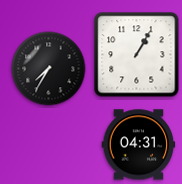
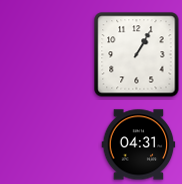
clock at (49, 69): 7:35 -> none
